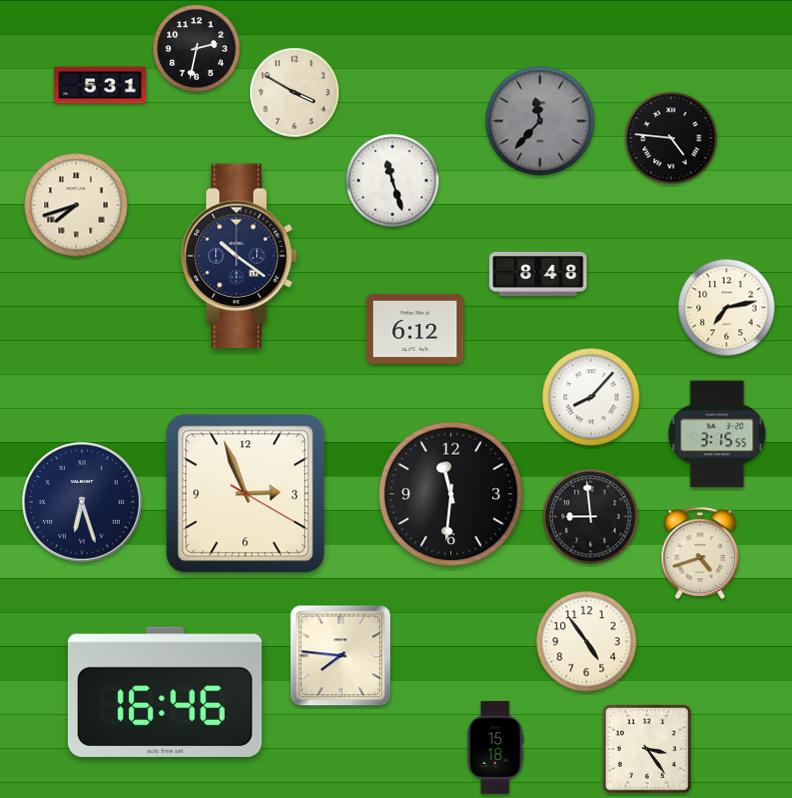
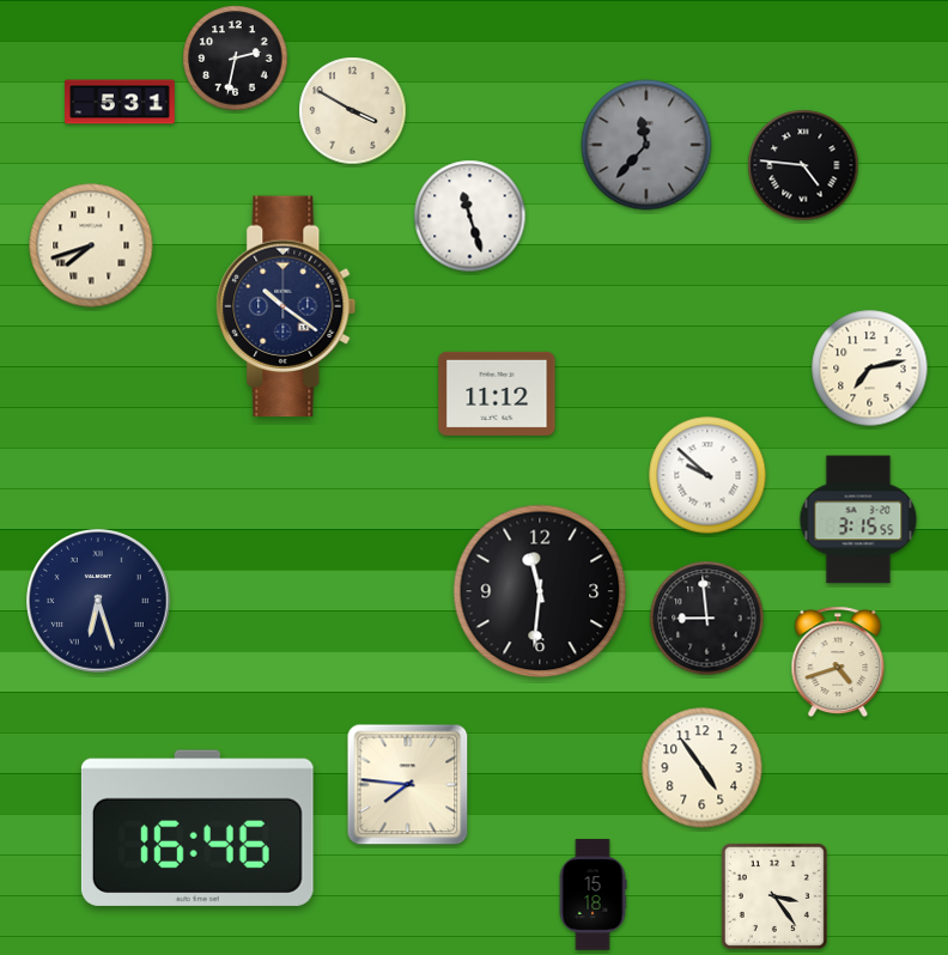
clock at (538, 274): 8:48 -> none
clock at (415, 329): 6:12 -> 11:12
clock at (591, 397): 8:07 -> 9:52
clock at (246, 494): 2:56 -> none
